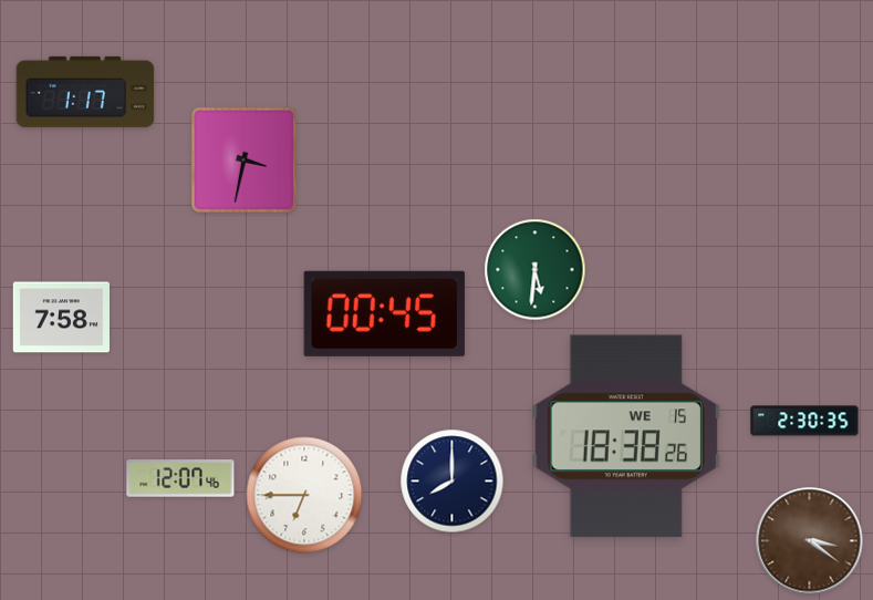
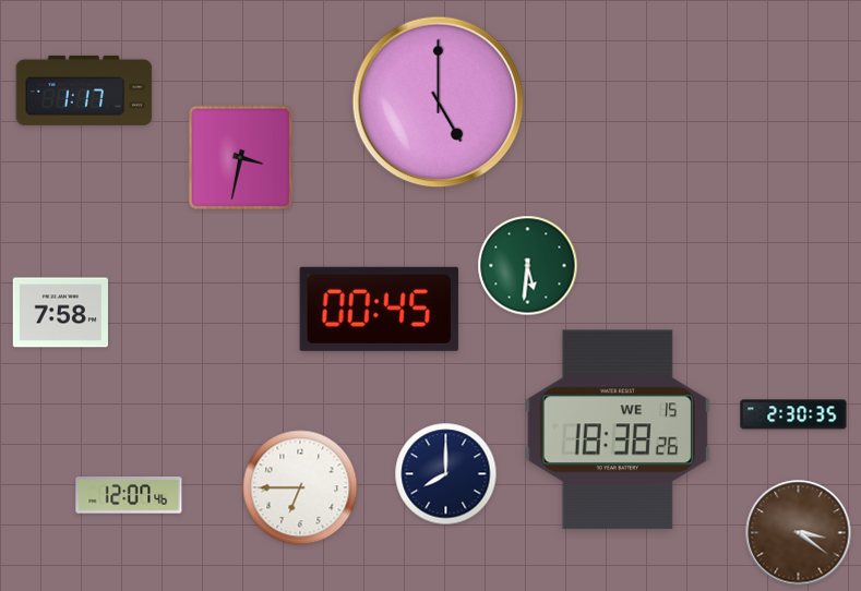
clock at (439, 102): none -> 5:00
clock at (180, 478) position: (180, 478) -> (129, 495)
